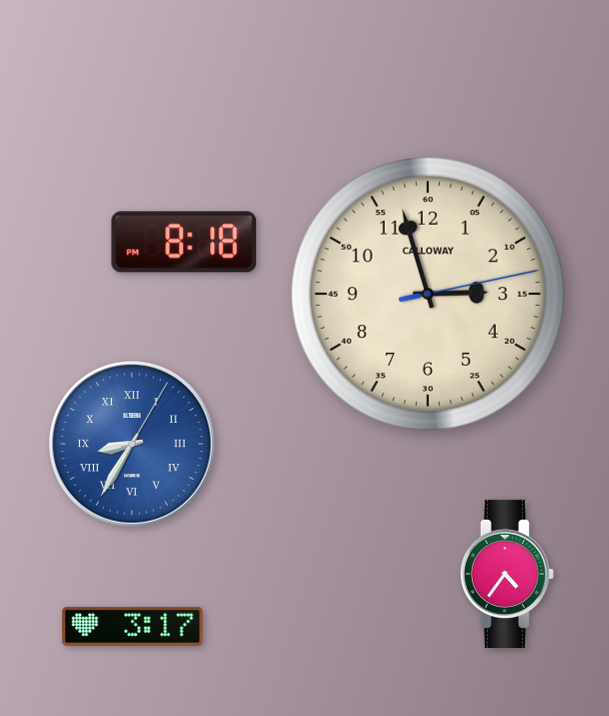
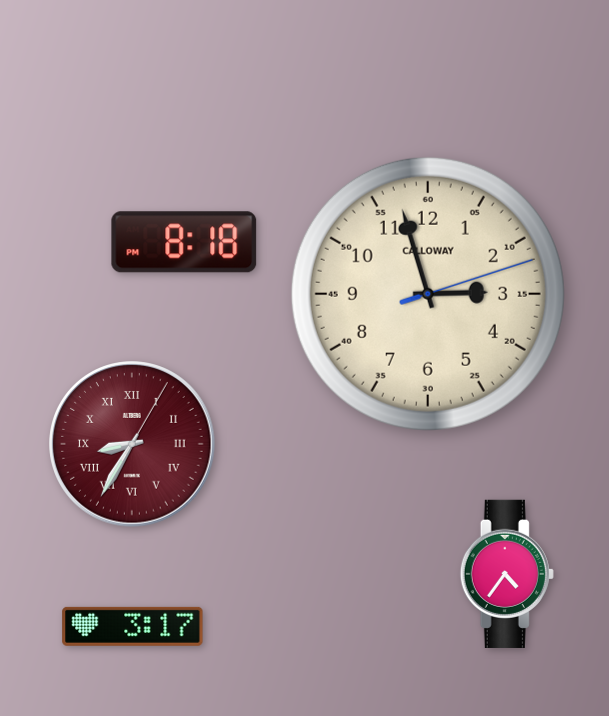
clock at (428, 294): 2:57:13 -> 2:57:12
clock at (132, 444) dial: blue -> burgundy
